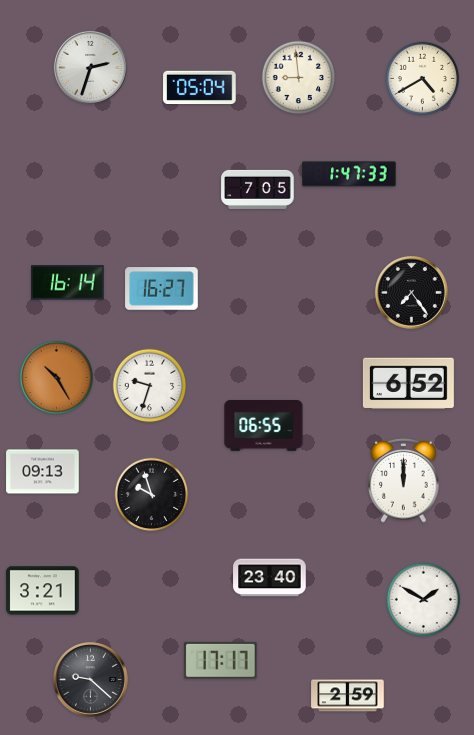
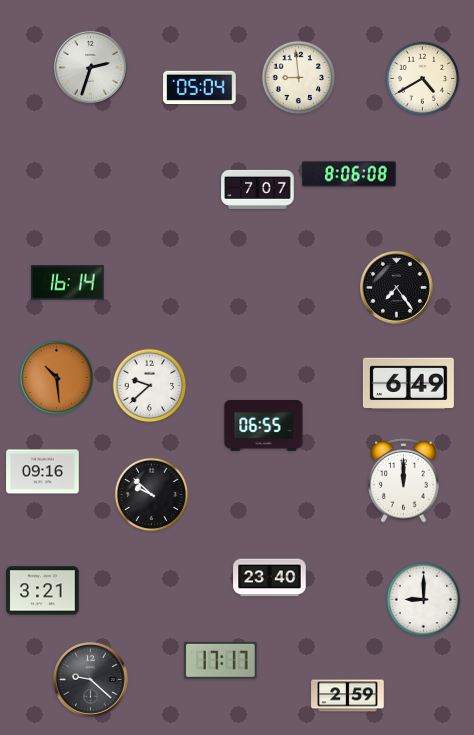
clock at (349, 174): 1:47 -> 8:06
clock at (258, 189): 7:05 -> 7:07
clock at (162, 289): 16:27 -> none
clock at (411, 292) position: (411, 292) -> (396, 287)
clock at (57, 378): 10:25 -> 10:29
clock at (408, 384): 6:52 -> 6:49
clock at (150, 386): 9:33 -> 9:38
clock at (43, 472): 09:13 -> 09:16
clock at (152, 495): 9:57 -> 9:52
clock at (424, 600): 1:50 -> 9:00
